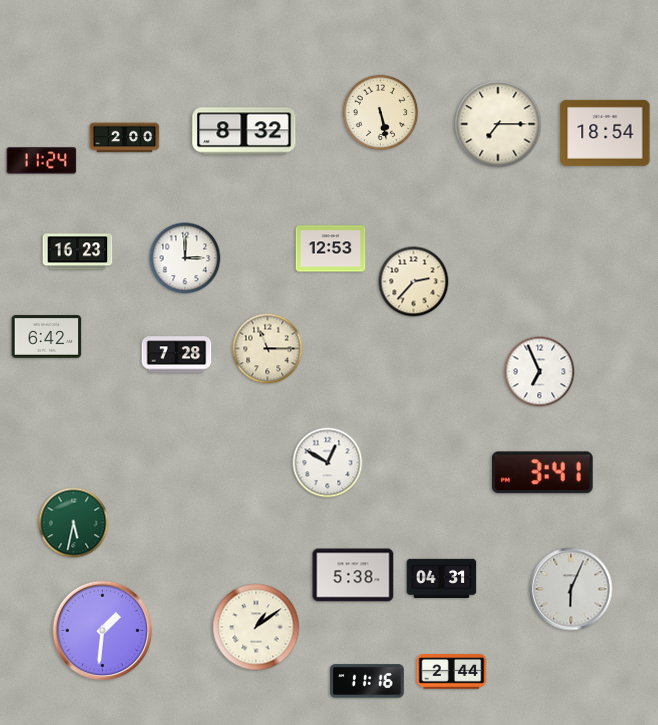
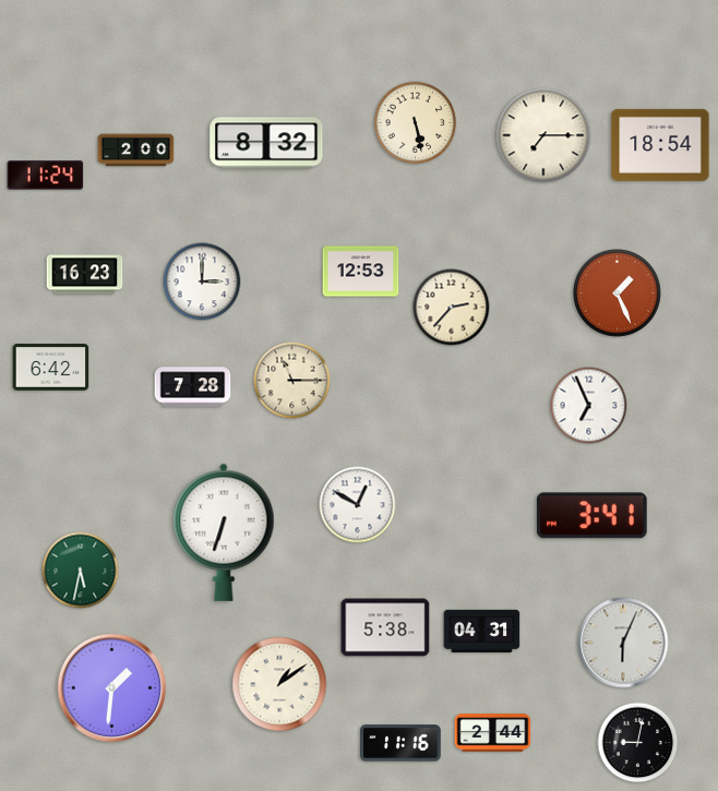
clock at (618, 293): none -> 1:26
clock at (224, 532): none -> 6:33
clock at (638, 743): none -> 9:02
